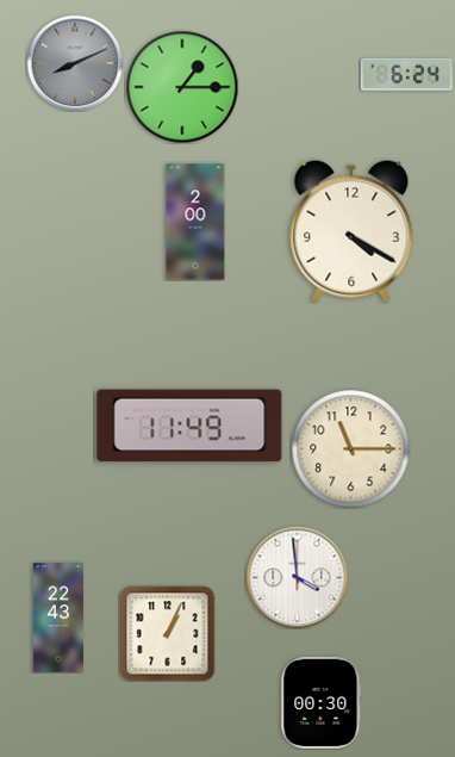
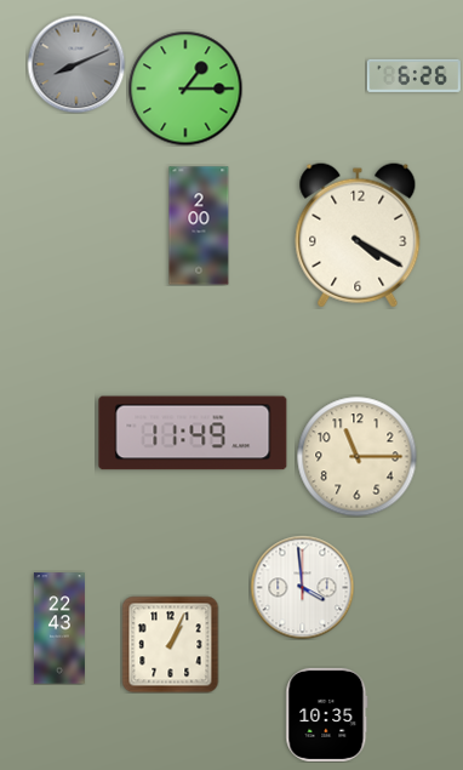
clock at (406, 74): 6:24 -> 6:26
clock at (322, 702): 00:30 -> 10:35
